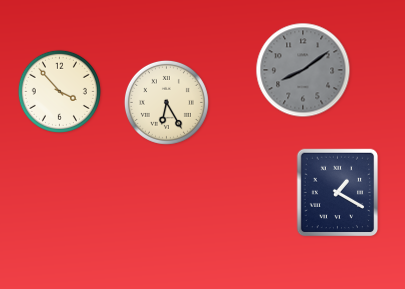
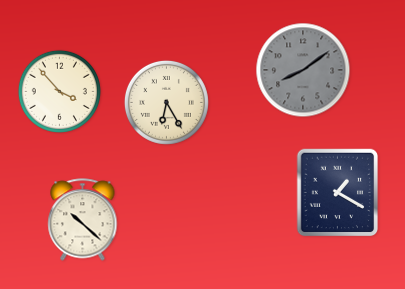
clock at (83, 220): none -> 10:22
